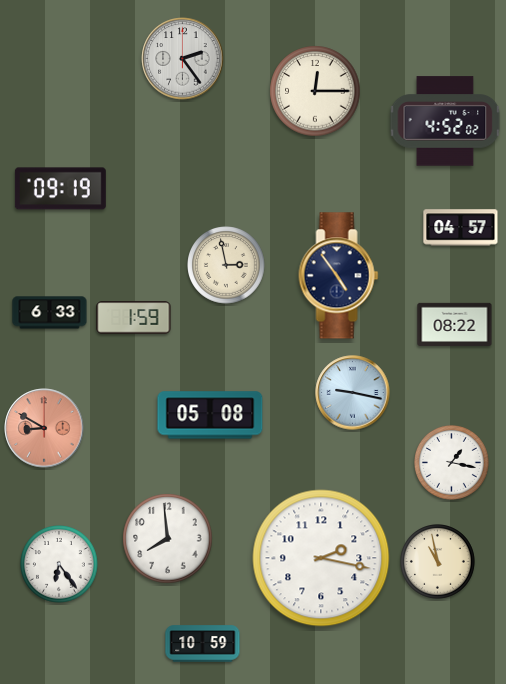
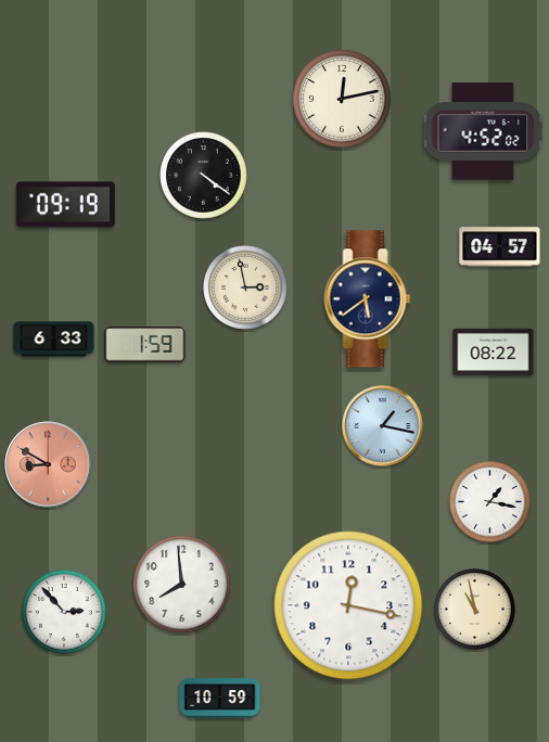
clock at (183, 59): 2:24 -> none
clock at (315, 91): 12:15 -> 12:13
clock at (204, 176): none -> 4:21
clock at (339, 276): 4:54 -> 5:39
clock at (353, 393): 9:17 -> 1:17
clock at (210, 415): 05:08 -> none
clock at (321, 558): 2:17 -> 12:17
clock at (59, 564): 6:24 -> 2:53
